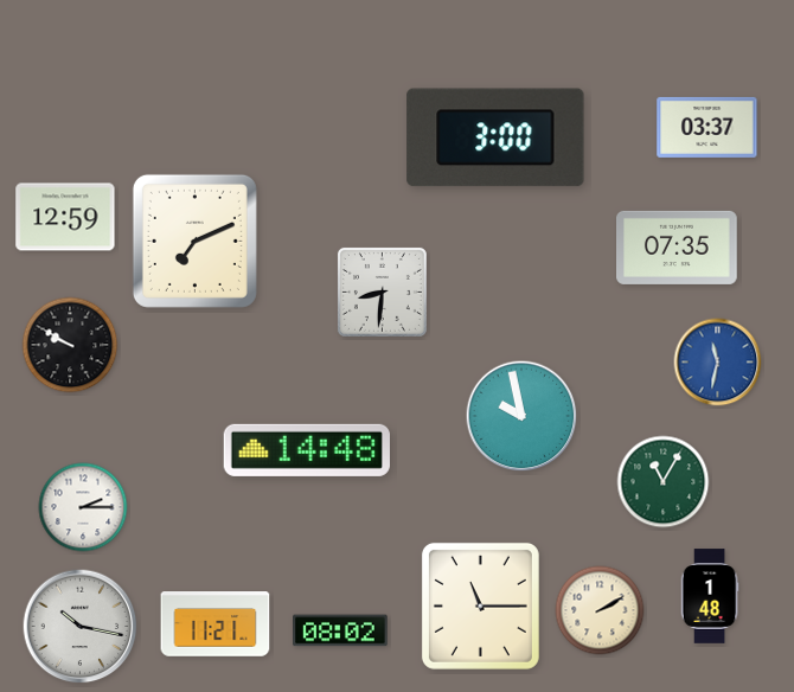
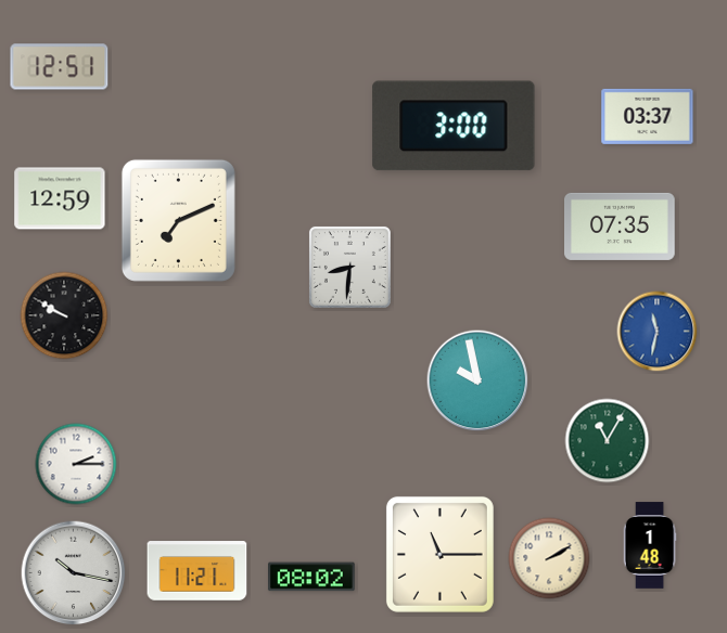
clock at (60, 67): none -> 12:51
clock at (307, 450): 14:48 -> none
